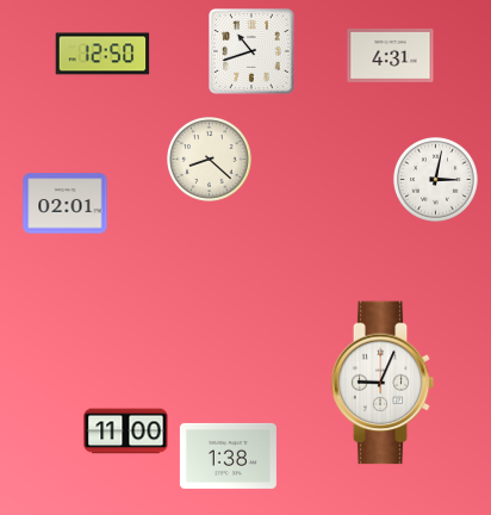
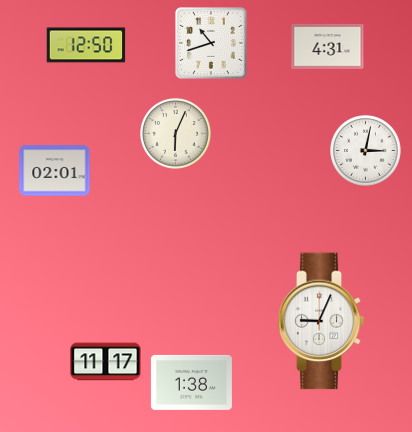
clock at (210, 160): 8:22 -> 6:04
clock at (126, 432): 11:00 -> 11:17
